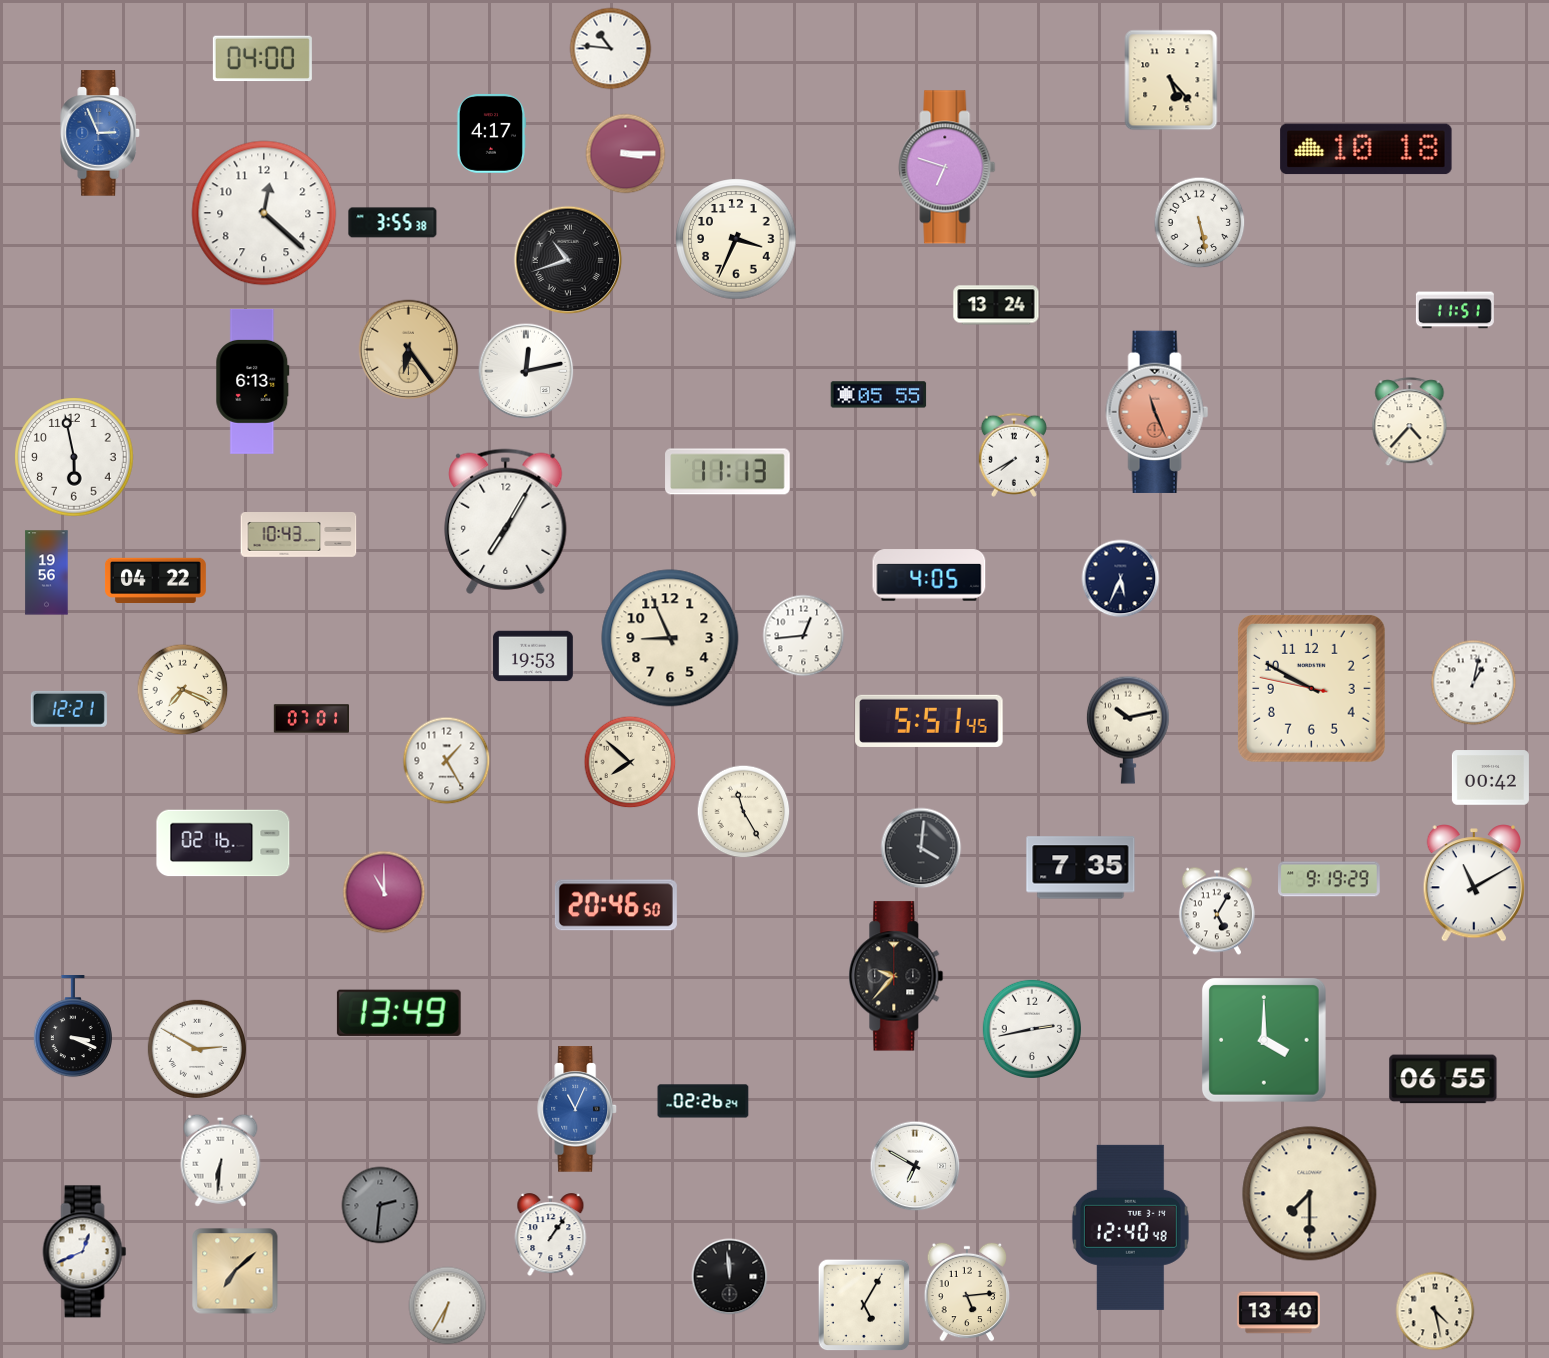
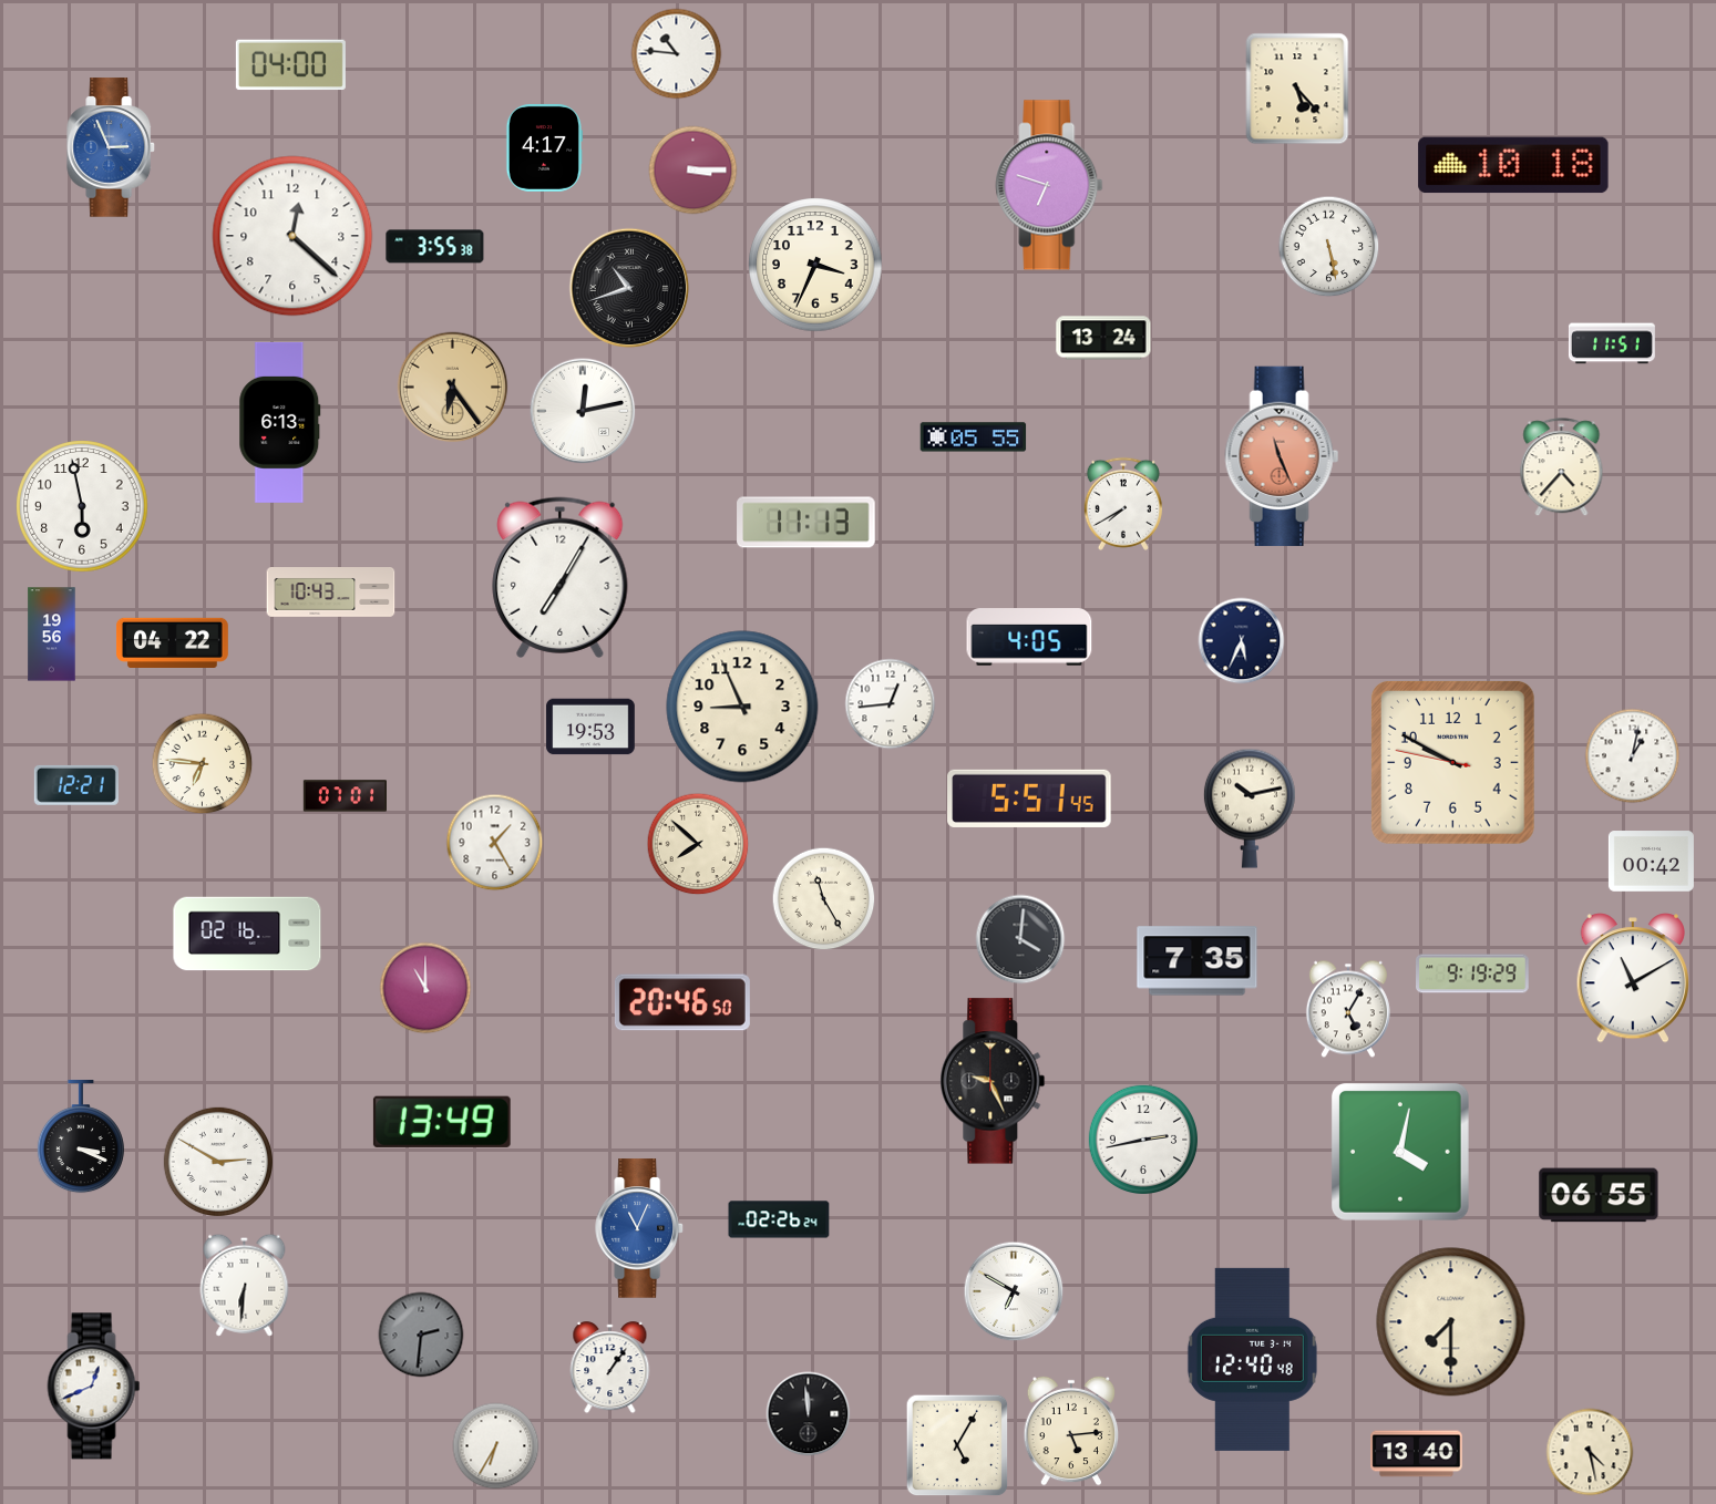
clock at (183, 690): 7:19 -> 6:46
clock at (896, 976): 9:37 -> 9:26
clock at (1264, 1040): 4:00 -> 4:02
clock at (235, 1271): 7:08 -> none
